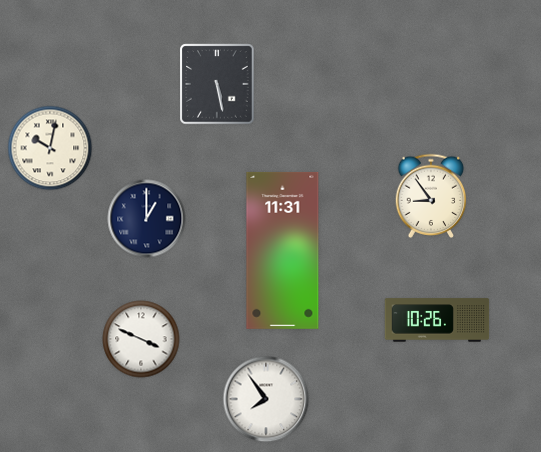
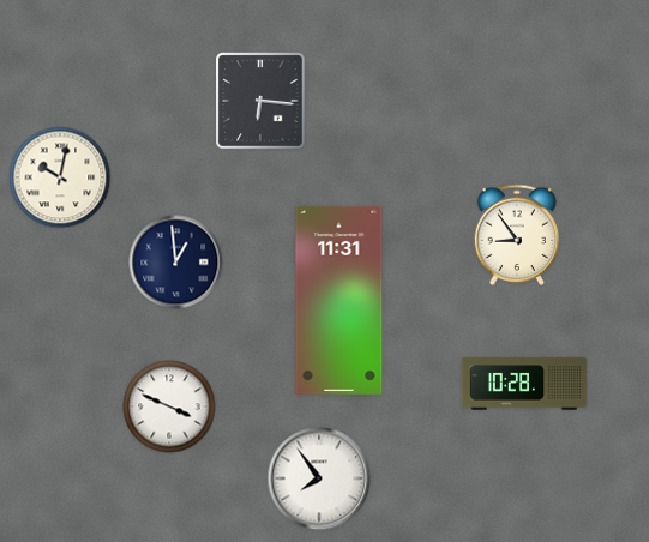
clock at (217, 84): 5:28 -> 6:16
clock at (147, 219): 1:00 -> 12:59
clock at (437, 320): 10:26 -> 10:28
